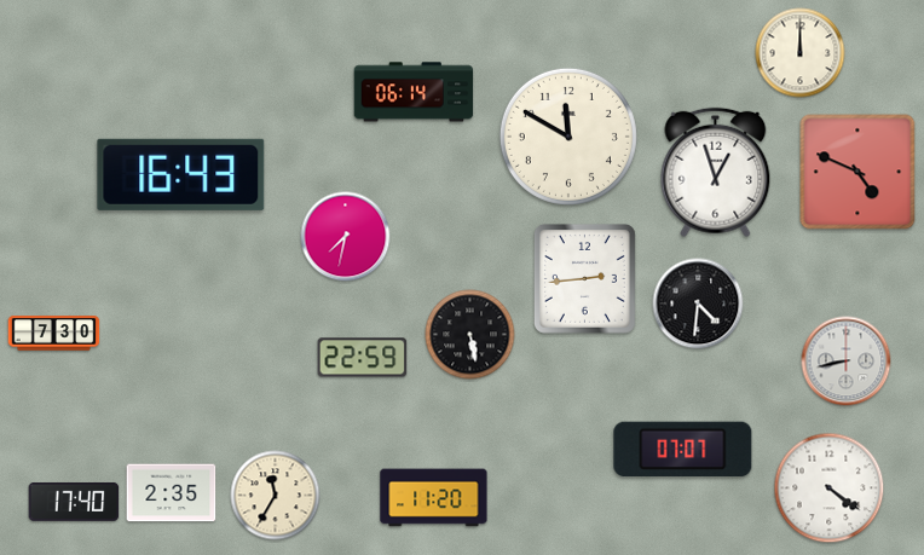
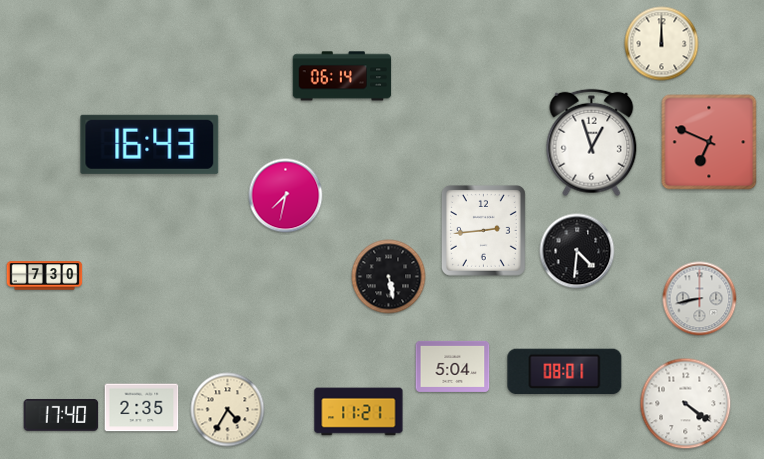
clock at (568, 137): 11:50 -> none
clock at (857, 172): 4:49 -> 6:49
clock at (363, 358): 22:59 -> none
clock at (453, 366): none -> 5:04
clock at (683, 449): 07:07 -> 08:01
clock at (276, 496): 11:35 -> 4:35
clock at (434, 498): 11:20 -> 11:21
